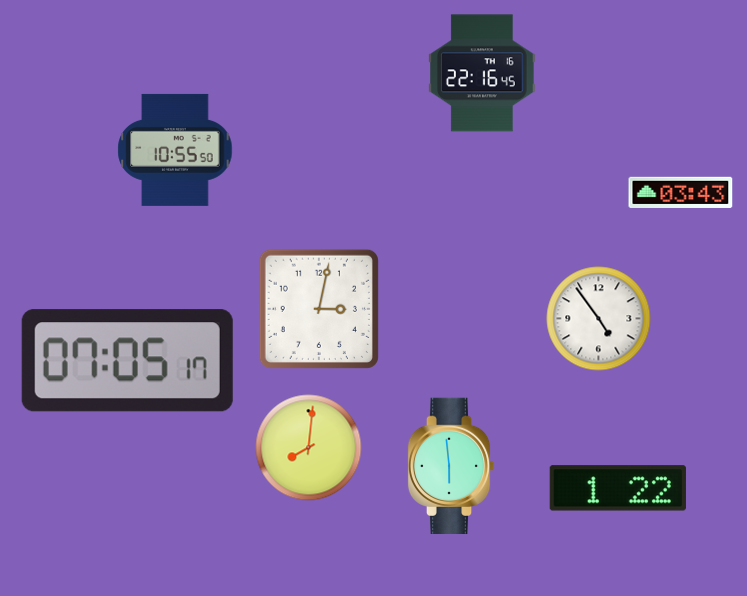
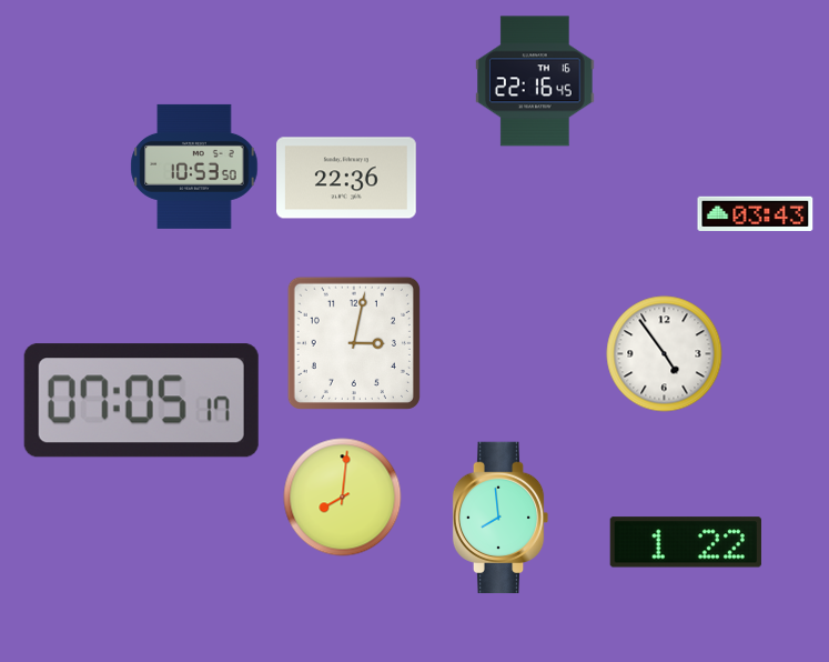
clock at (175, 150): 10:55 -> 10:53
clock at (347, 178): none -> 22:36
clock at (451, 466): 5:59 -> 7:59
